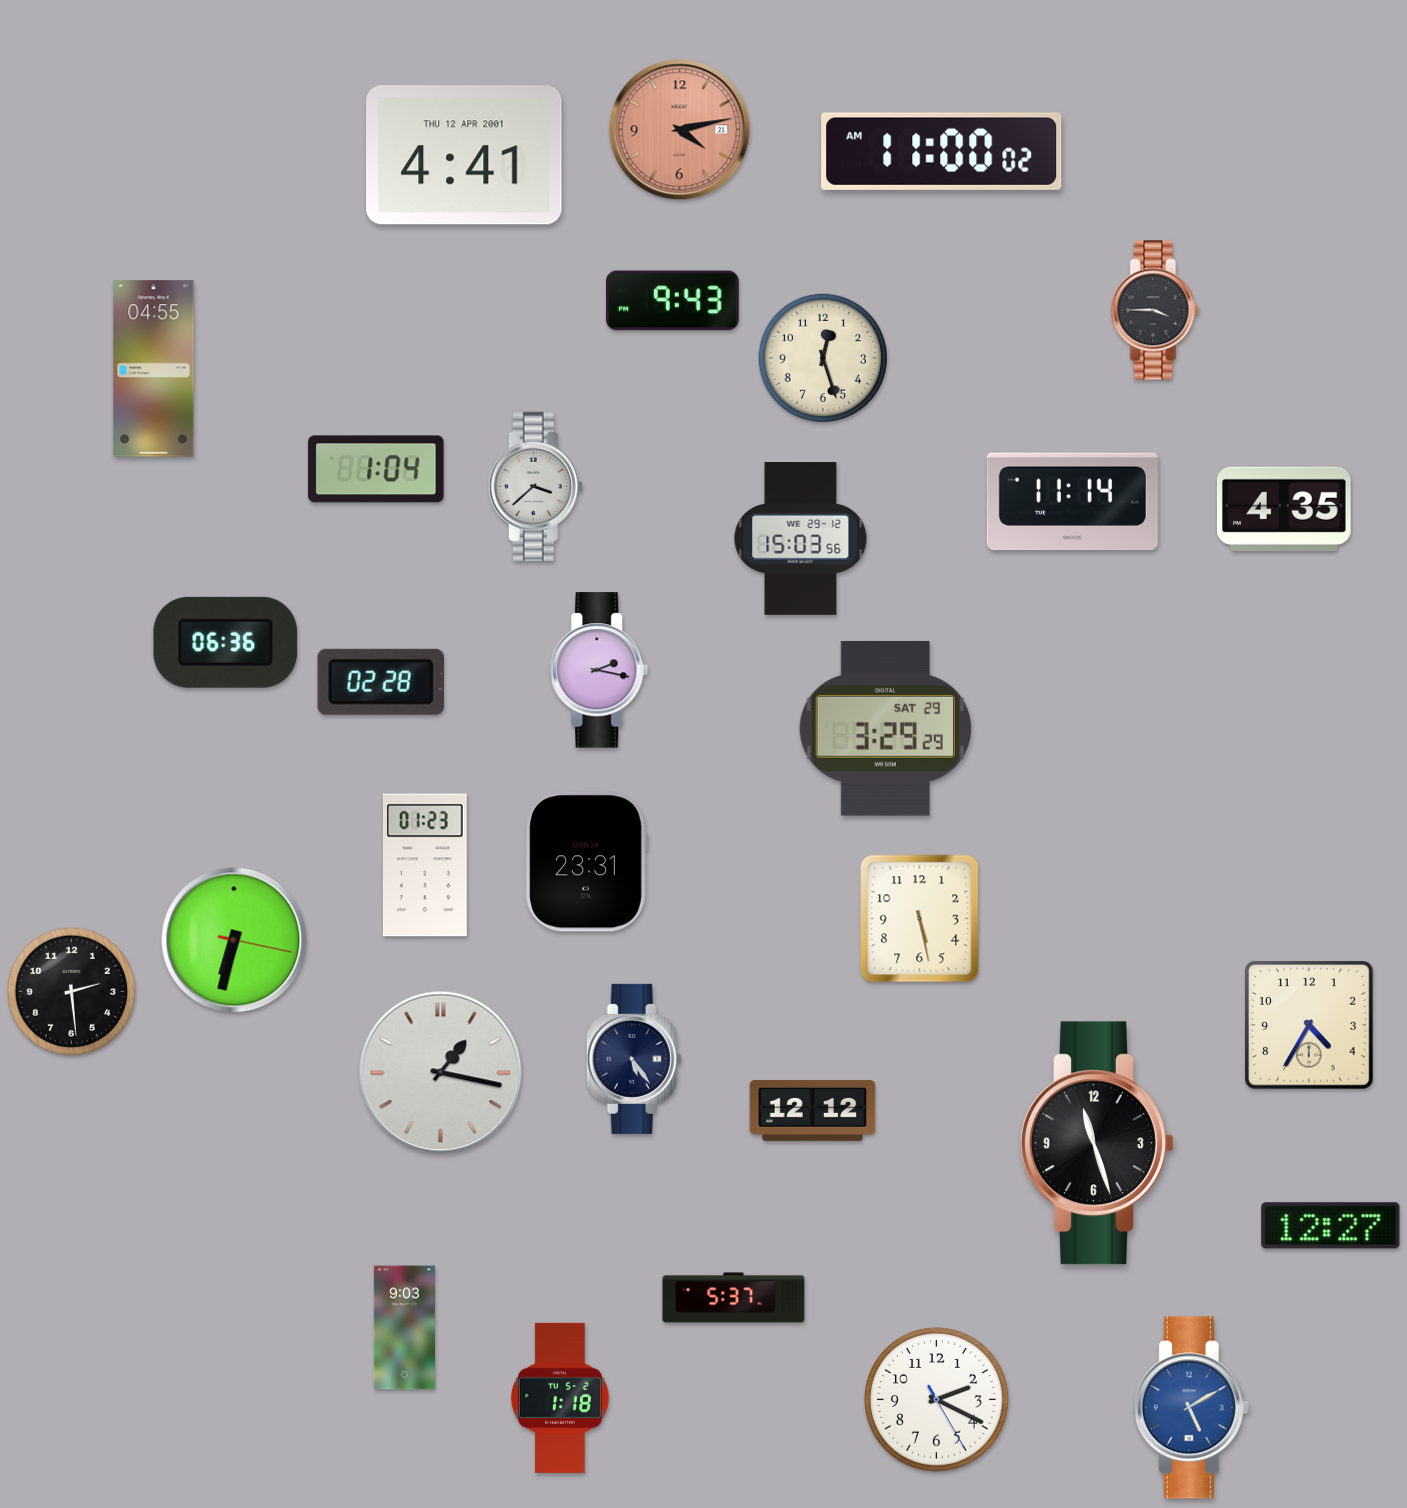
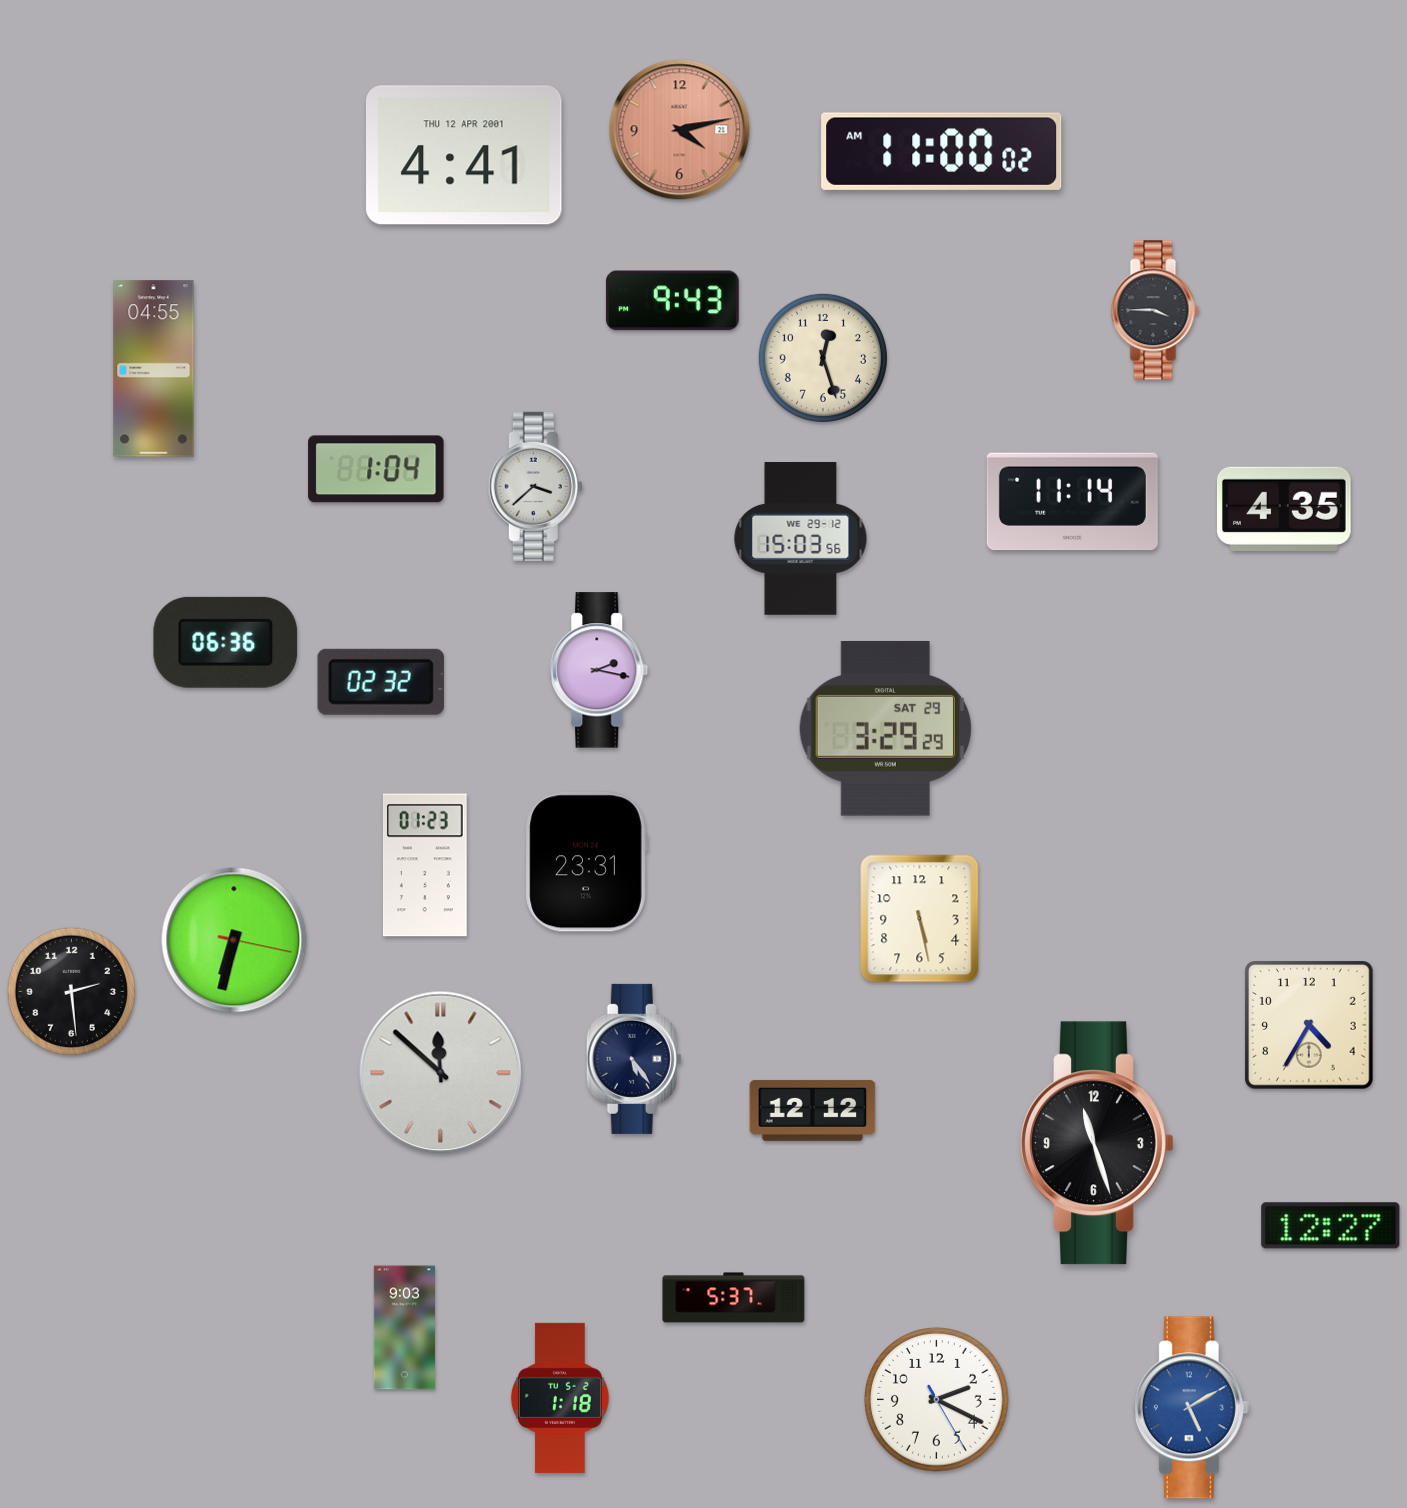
clock at (381, 682): 02:28 -> 02:32
clock at (441, 1073): 1:17 -> 11:52
